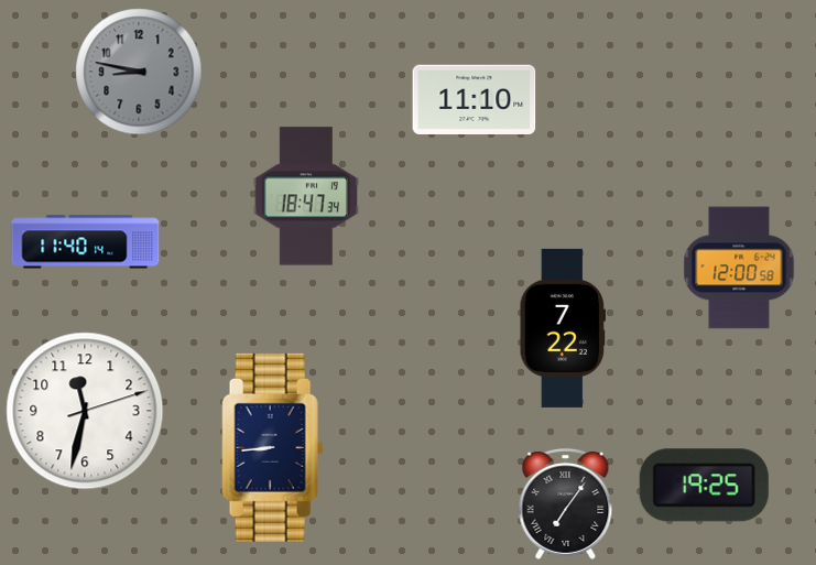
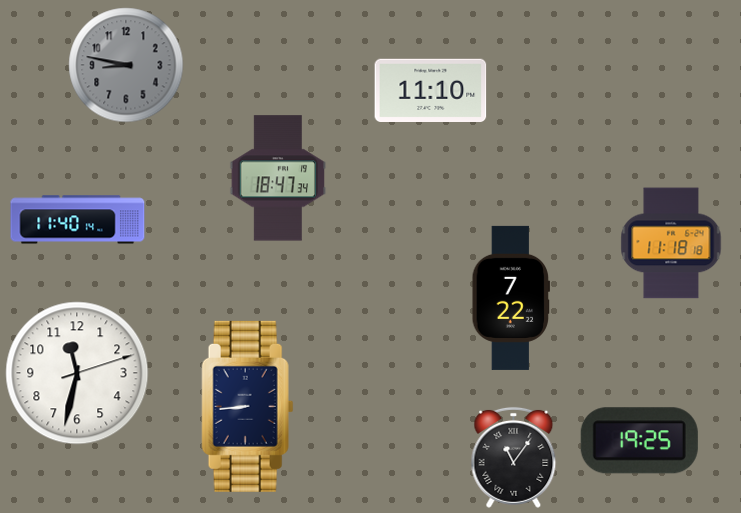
clock at (739, 268): 12:00 -> 11:18
clock at (566, 503): 7:06 -> 11:06
